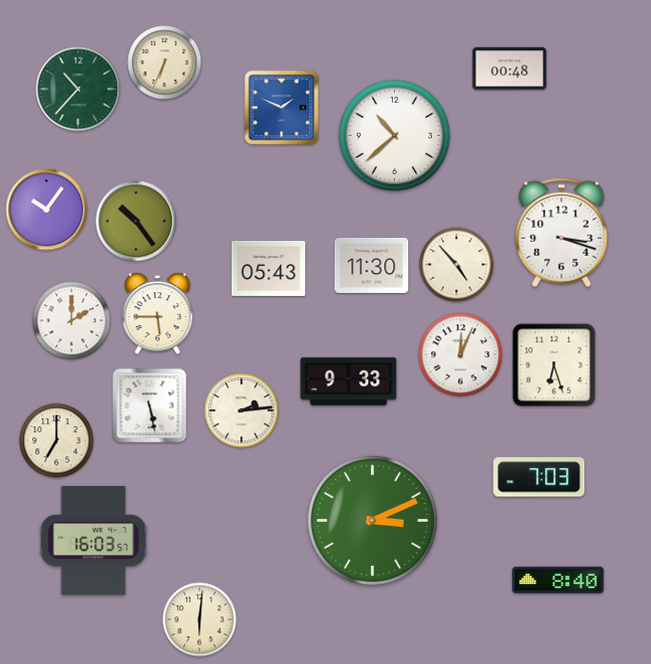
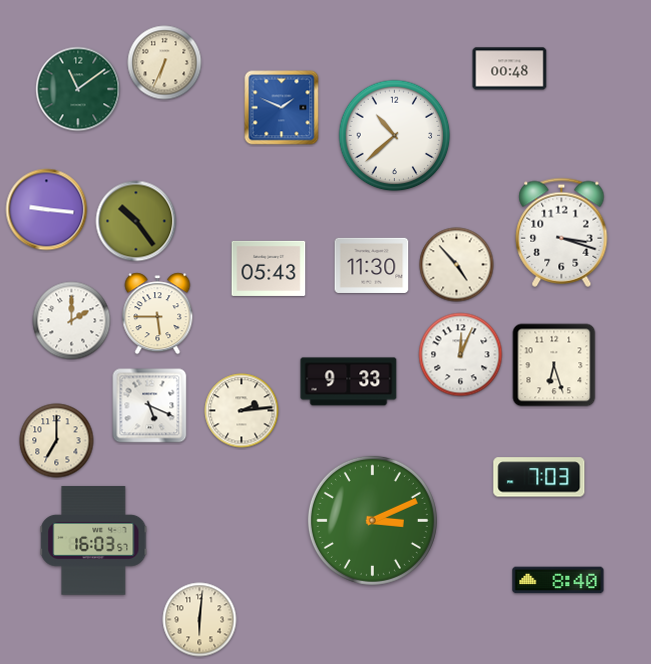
clock at (78, 89): 10:37 -> 11:09
clock at (47, 210): 10:06 -> 9:16
clock at (150, 406): 5:28 -> 5:19
